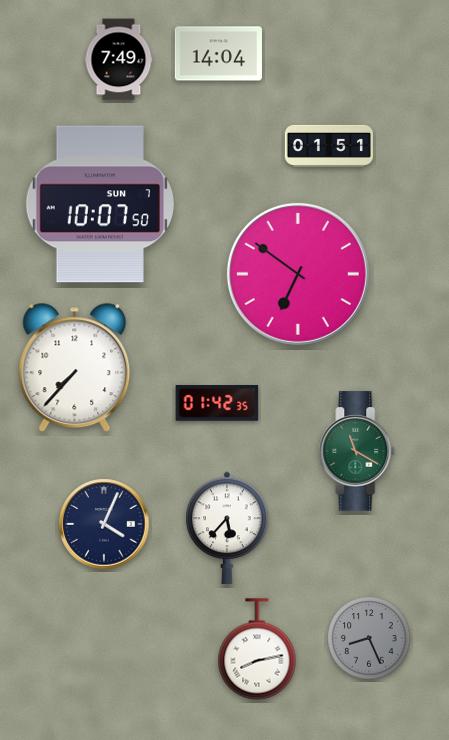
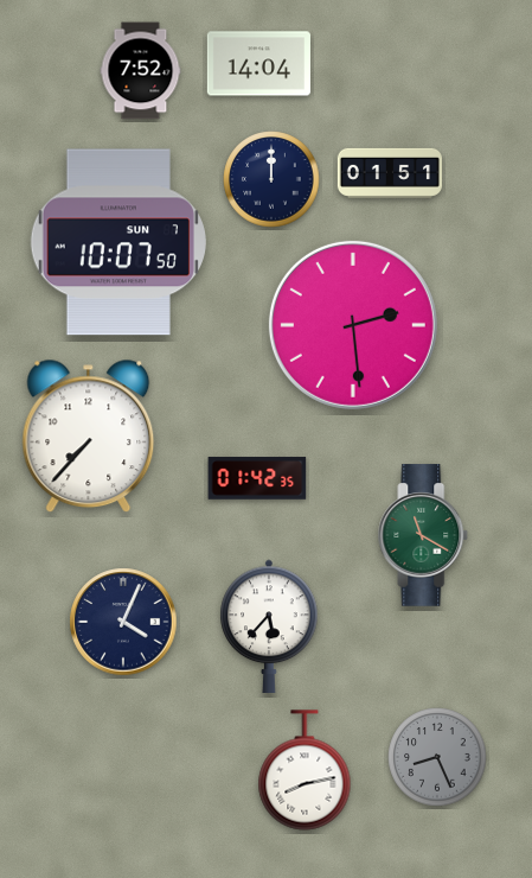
clock at (119, 60): 7:49 -> 7:52
clock at (271, 179): none -> 12:00
clock at (298, 274): 6:51 -> 2:29
